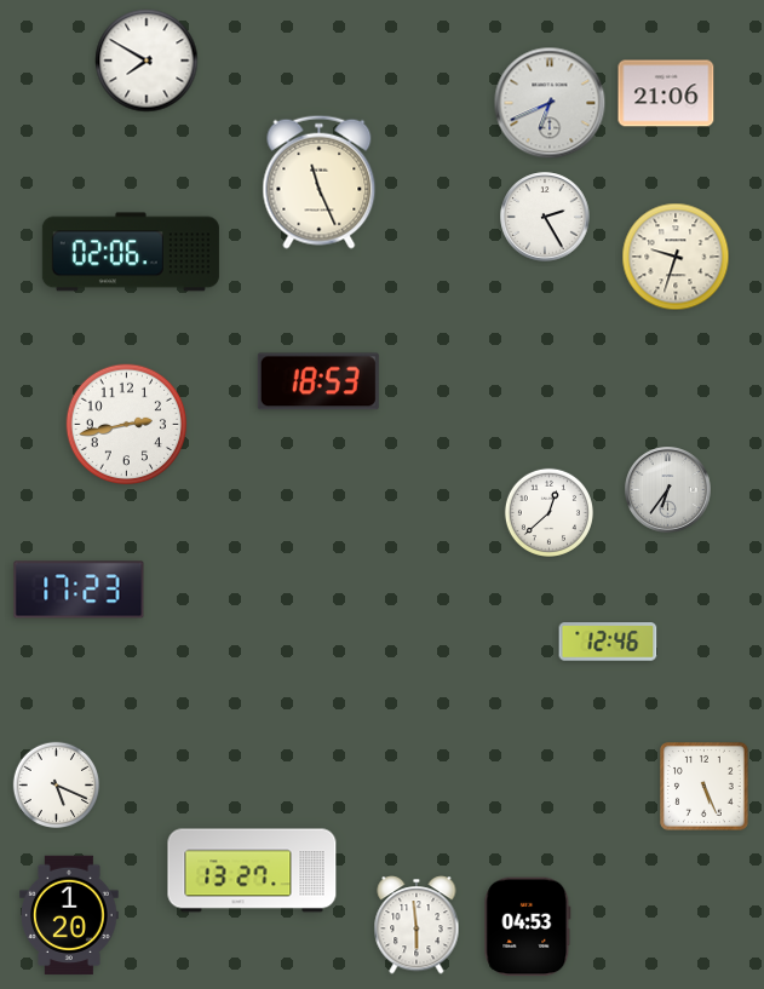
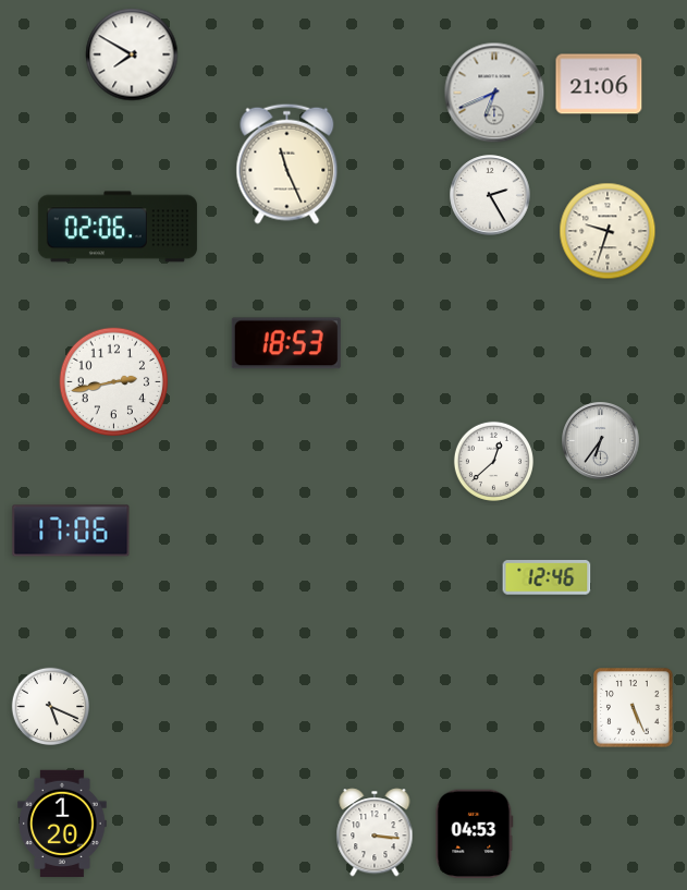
clock at (79, 590): 17:23 -> 17:06
clock at (252, 870): 13:27 -> none
clock at (417, 925): 5:59 -> 3:16
